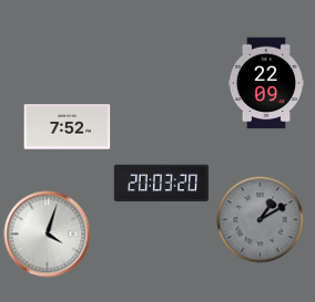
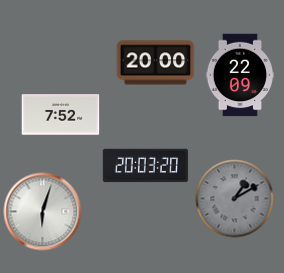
clock at (155, 63): none -> 20:00
clock at (47, 233): 4:03 -> 6:03
